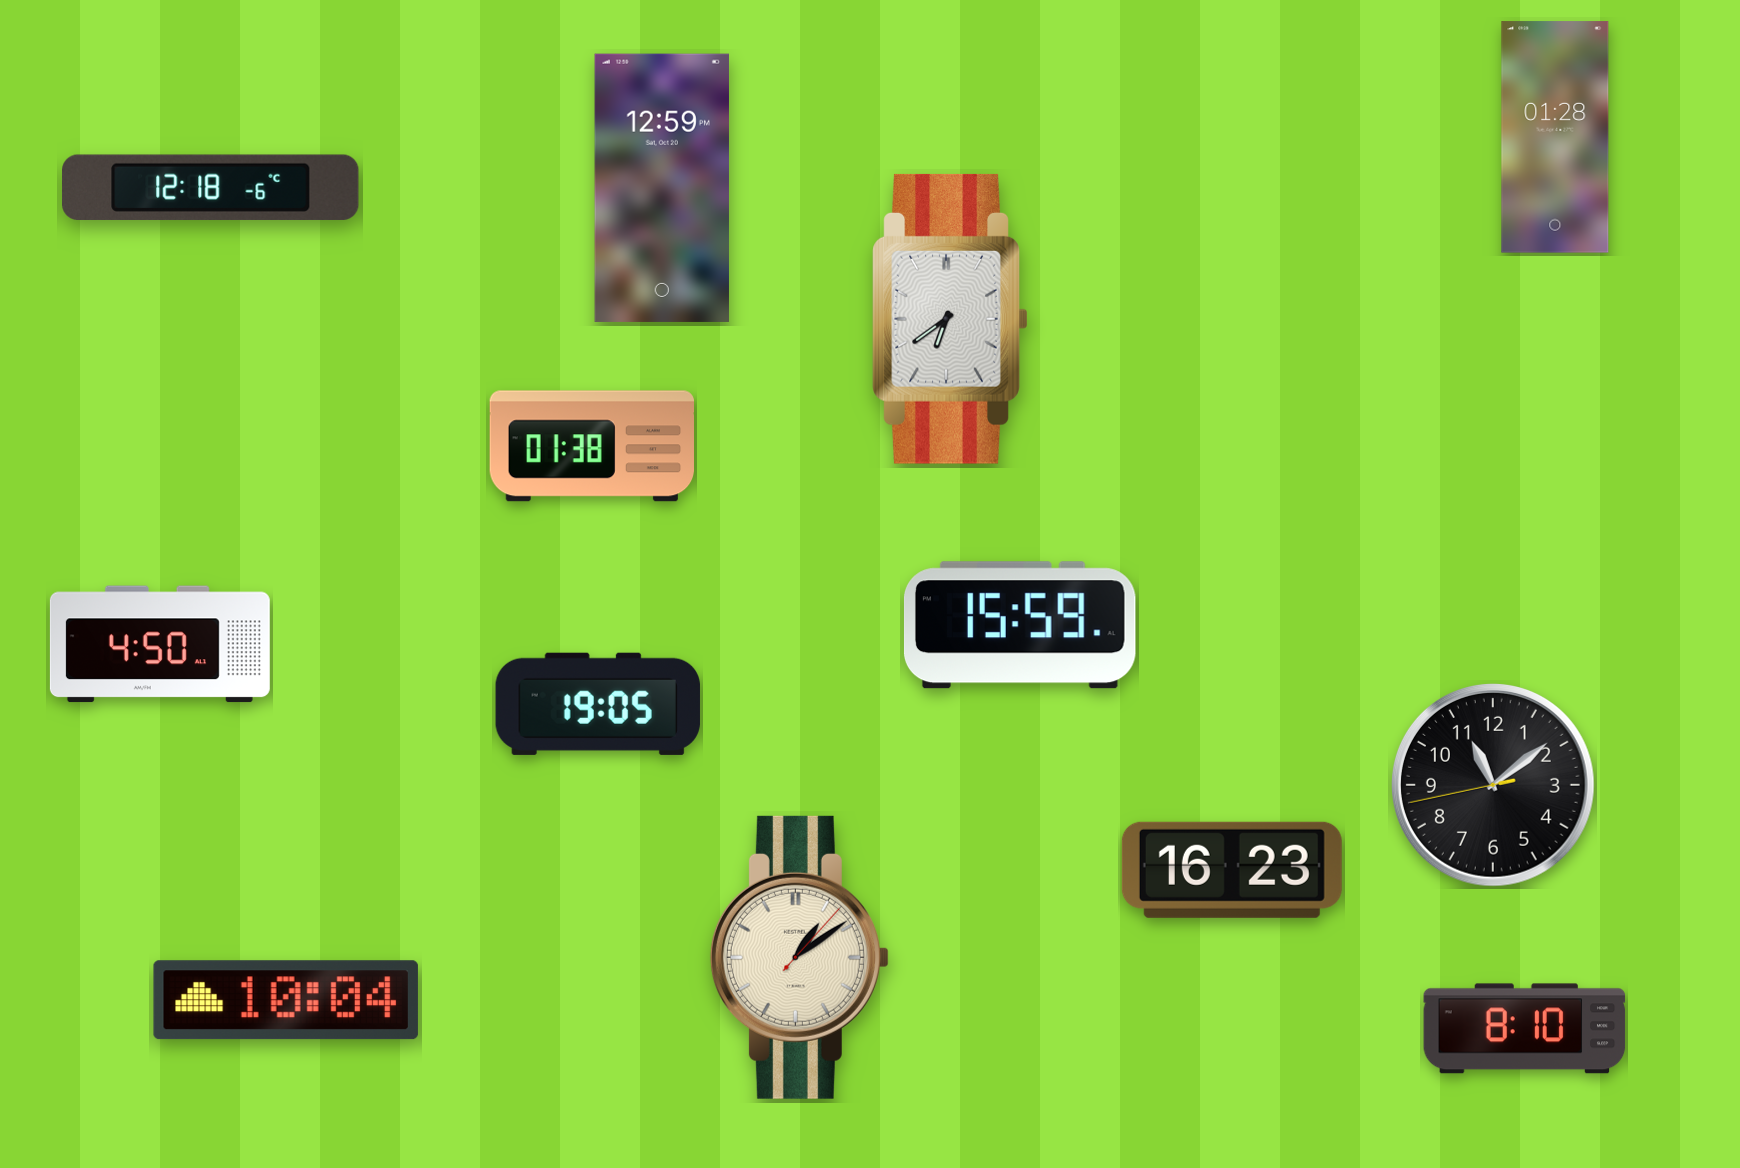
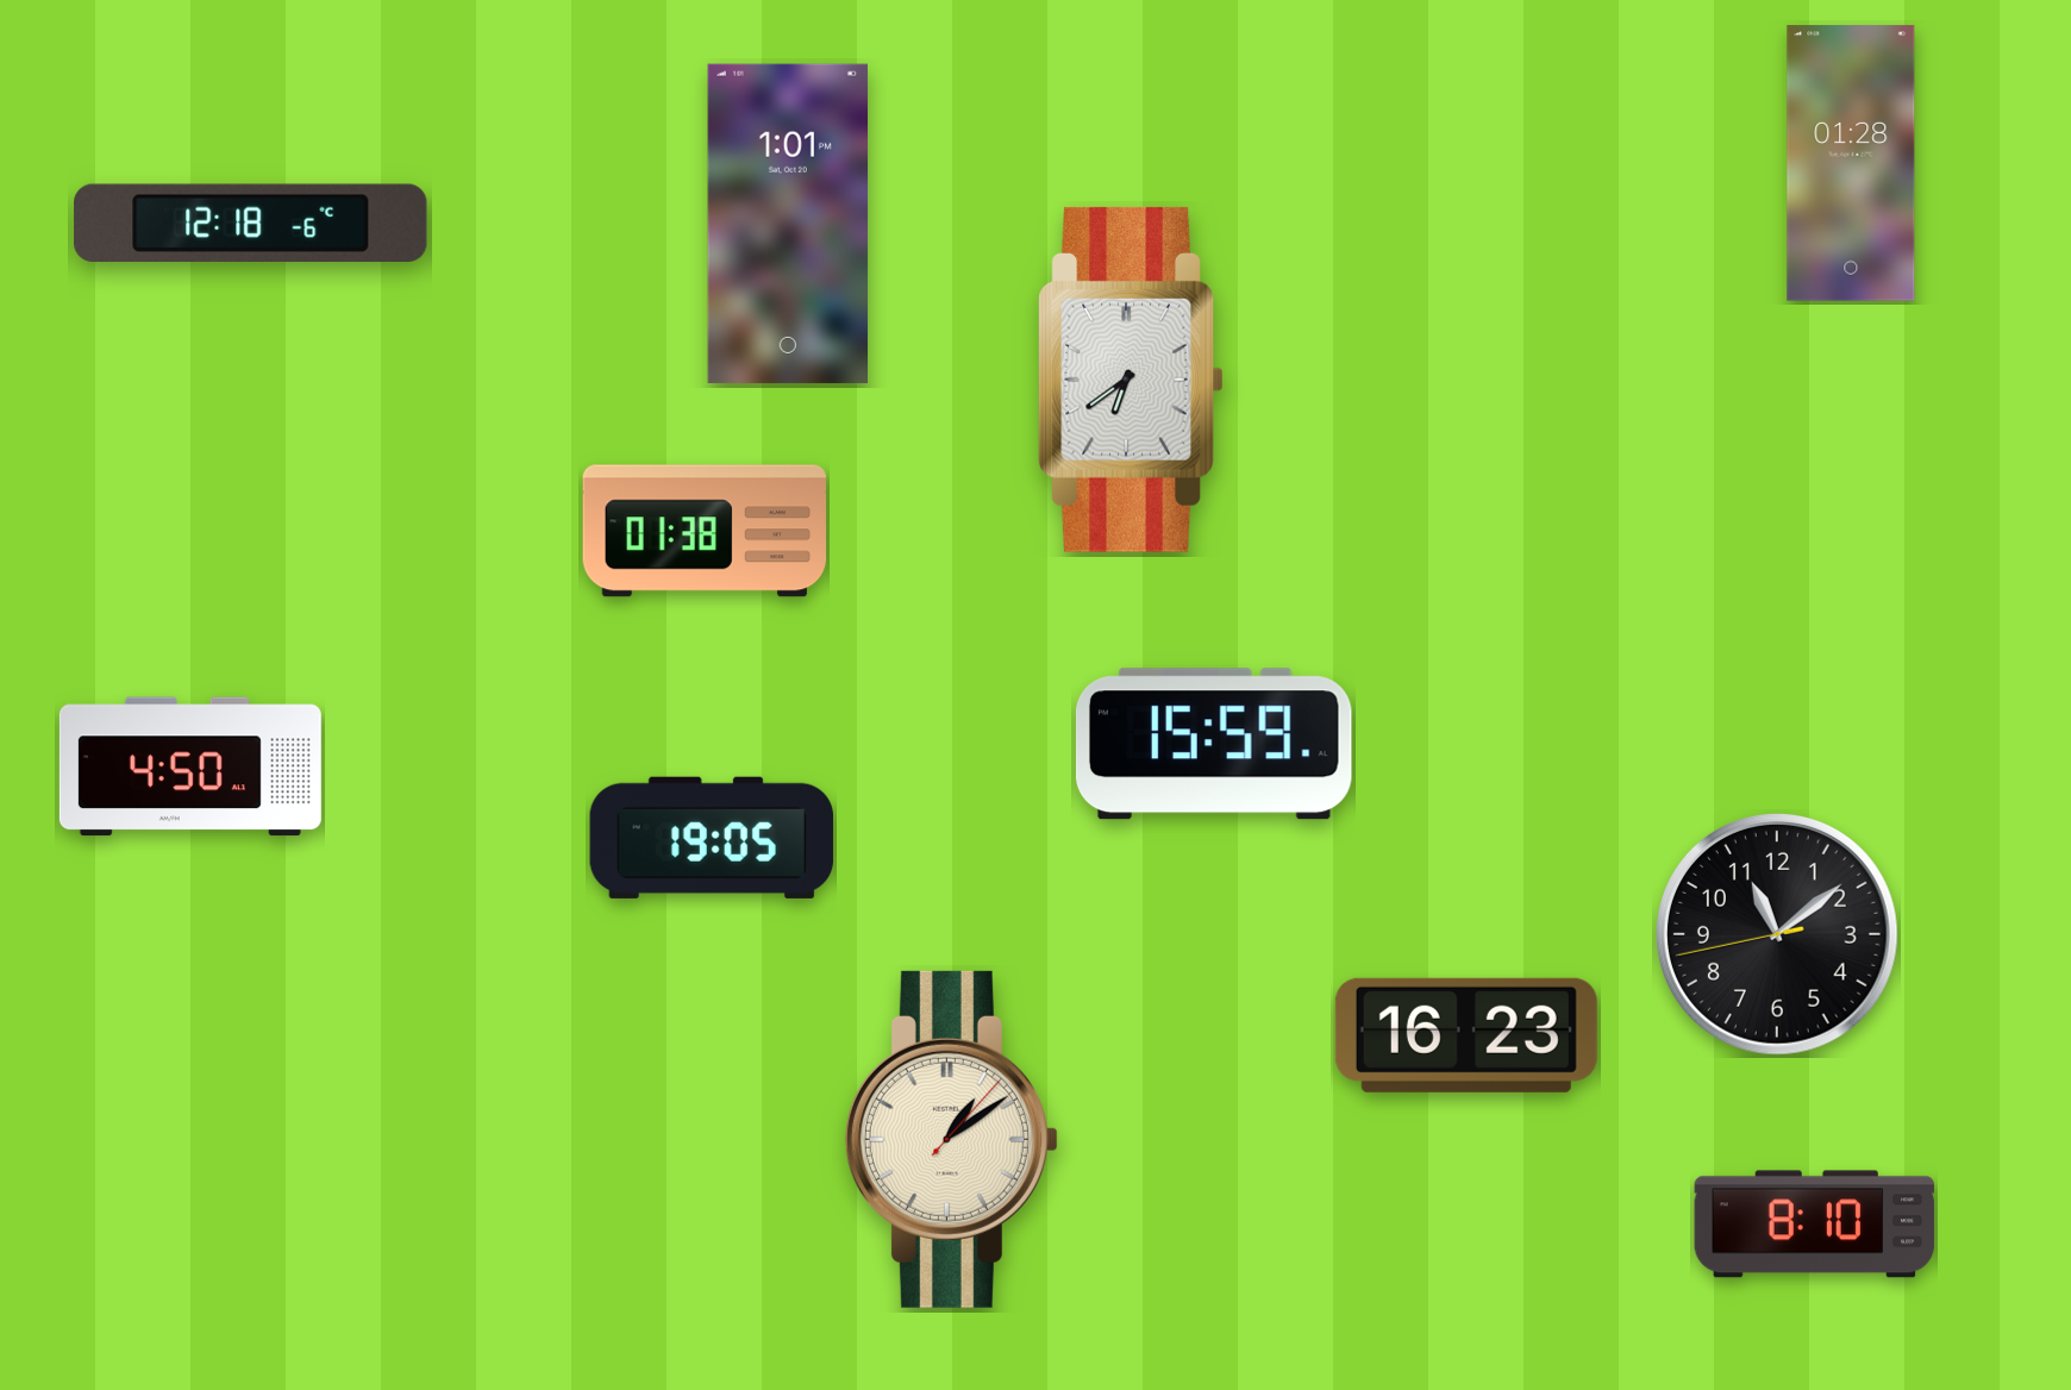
clock at (662, 188): 12:59 -> 1:01
clock at (286, 1000): 10:04 -> none
